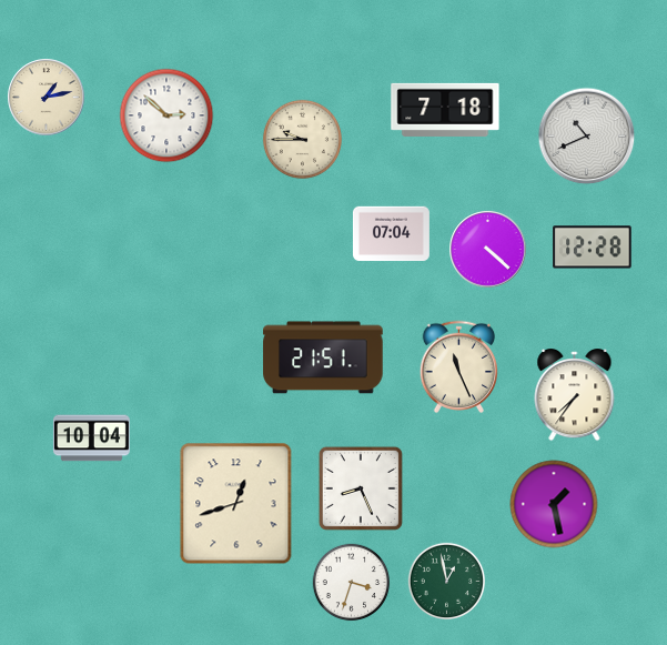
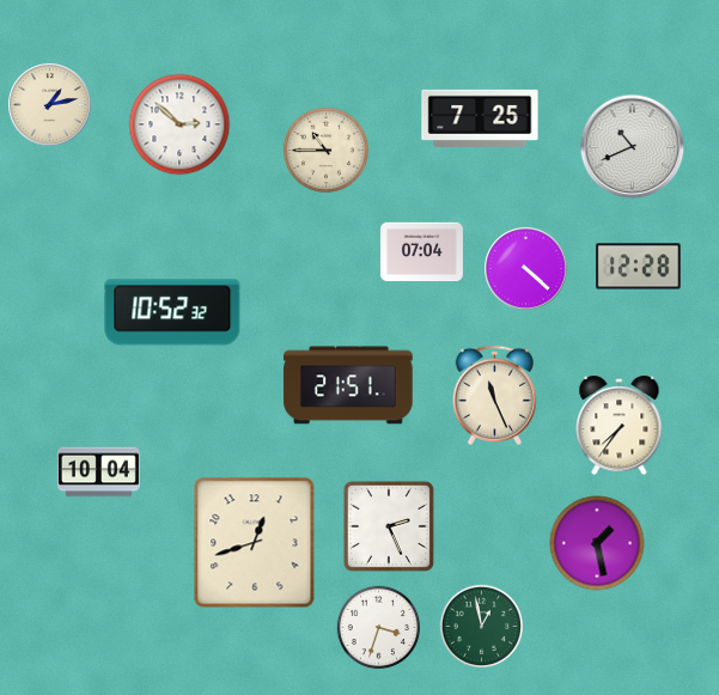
clock at (445, 110): 7:18 -> 7:25
clock at (302, 139): 9:45 -> 10:45
clock at (172, 312): none -> 10:52
clock at (361, 488): 8:26 -> 2:26
